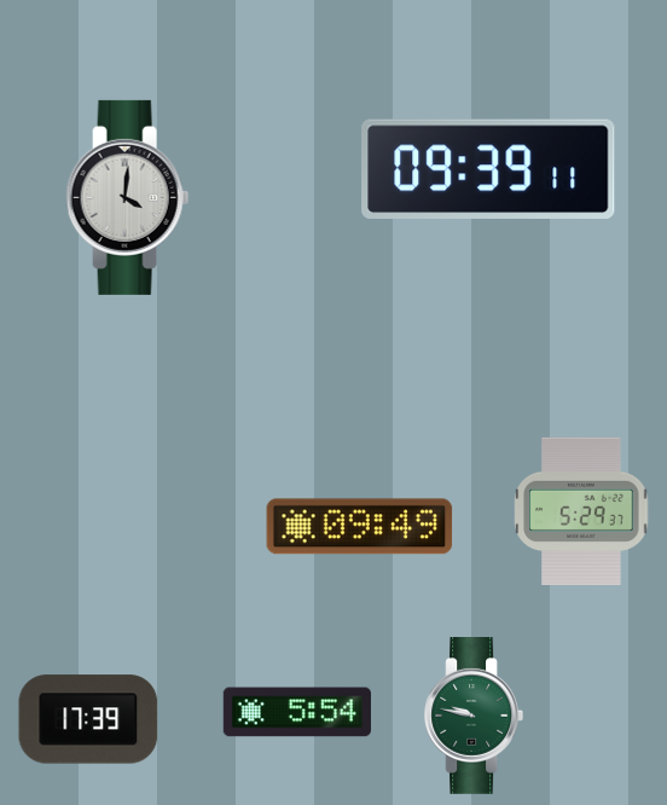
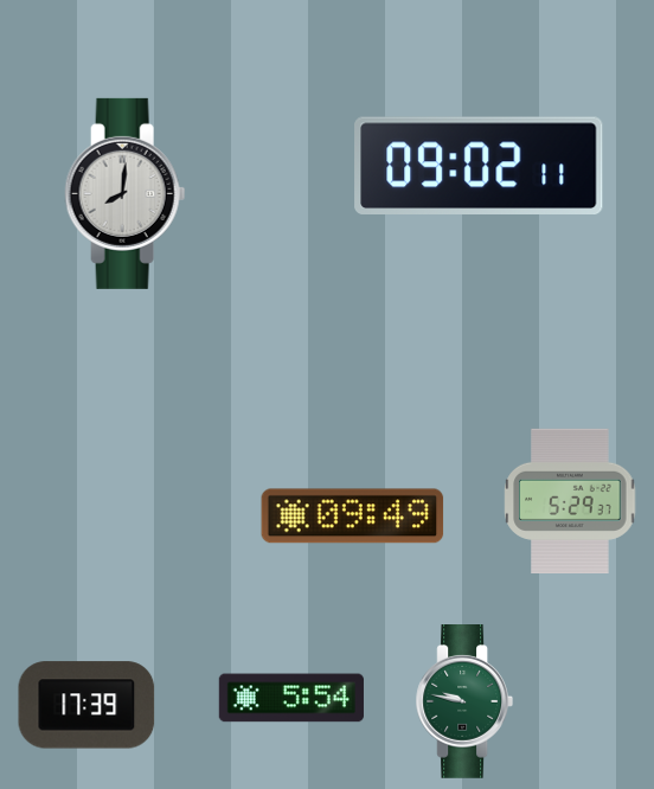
clock at (488, 168): 09:39 -> 09:02
clock at (128, 197): 4:01 -> 8:01
